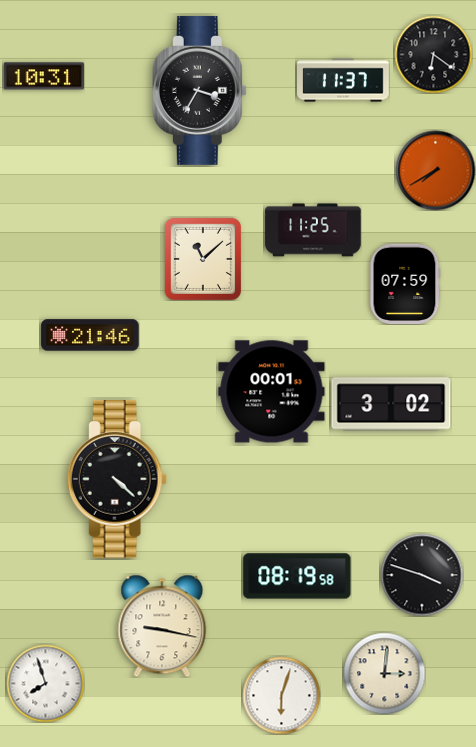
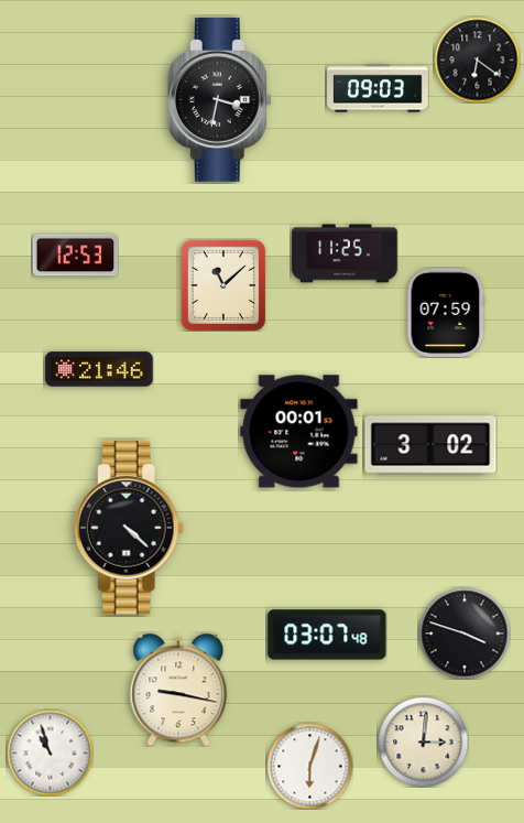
clock at (43, 76): 10:31 -> none
clock at (344, 80): 11:37 -> 09:03
clock at (199, 90): 3:35 -> 3:32
clock at (435, 170): 7:40 -> none
clock at (75, 256): none -> 12:53
clock at (297, 576): 08:19 -> 03:07
clock at (45, 683): 7:57 -> 10:57
